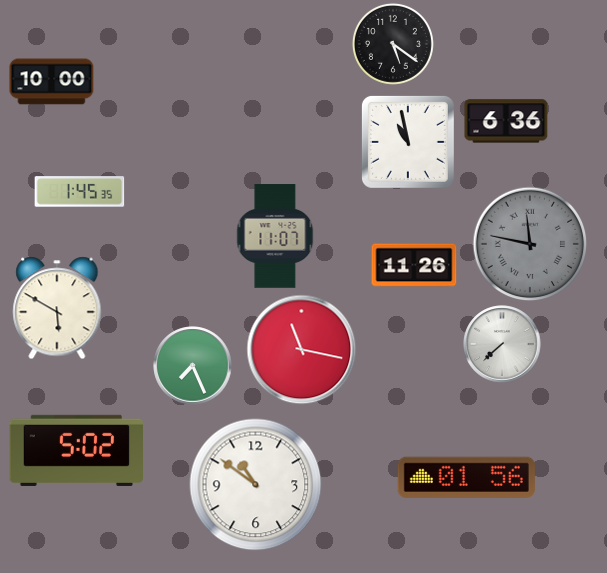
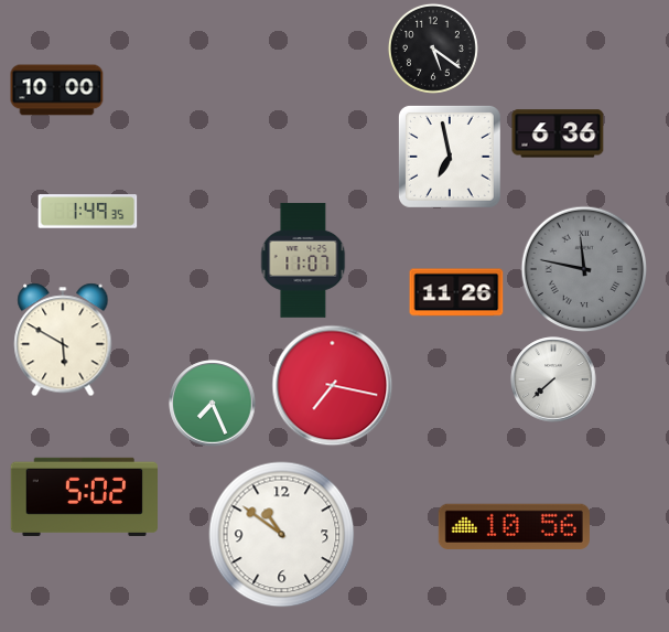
clock at (408, 142): 10:58 -> 6:58
clock at (80, 192): 1:45 -> 1:49
clock at (302, 350): 11:17 -> 7:17
clock at (466, 477): 01:56 -> 10:56
